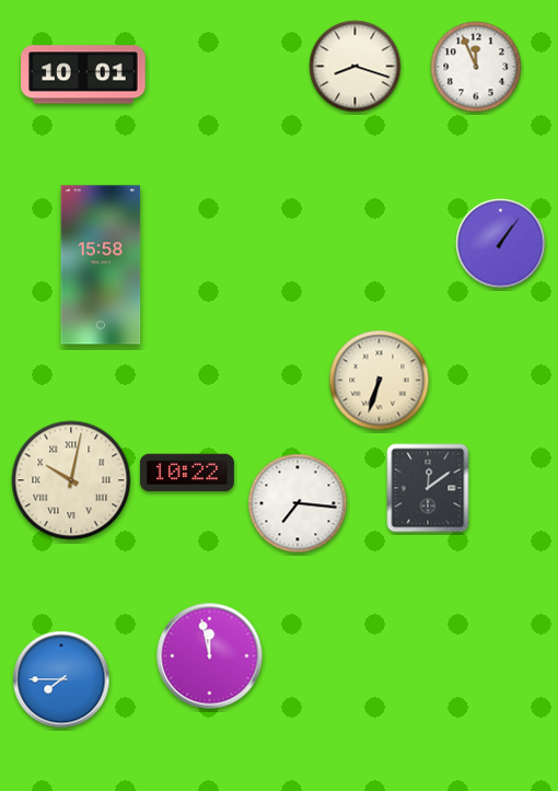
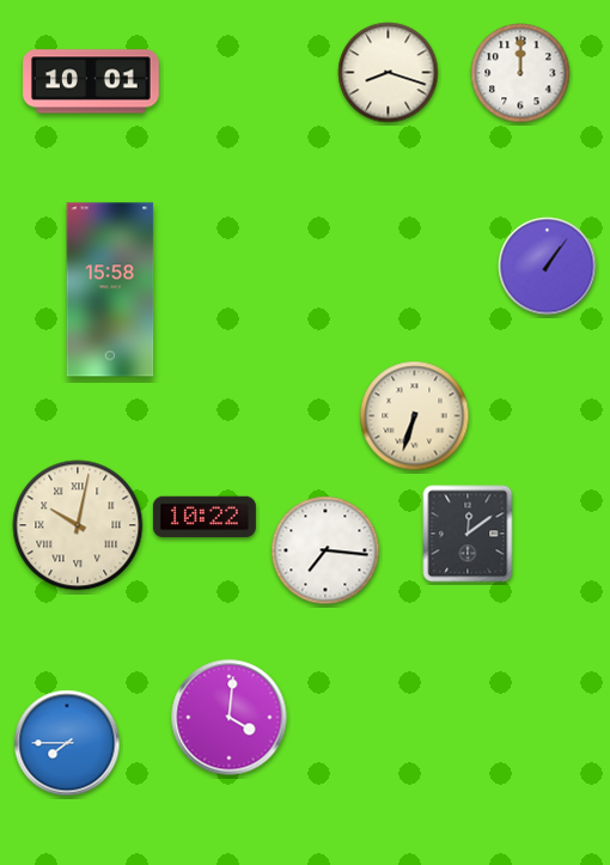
clock at (476, 67): 11:56 -> 12:00
clock at (210, 656): 11:58 -> 4:01
